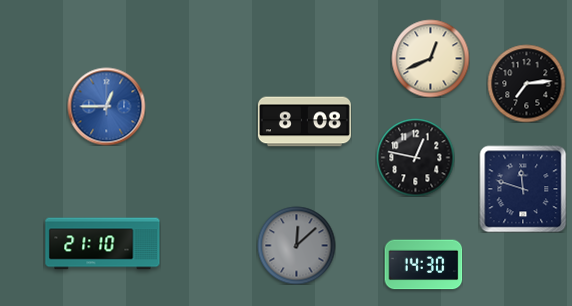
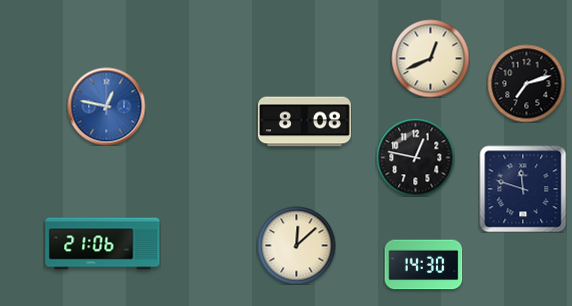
clock at (526, 83): 7:14 -> 7:12
clock at (106, 106): 12:45 -> 12:47
clock at (103, 244): 21:10 -> 21:06
clock at (296, 245) dial: grey -> cream
